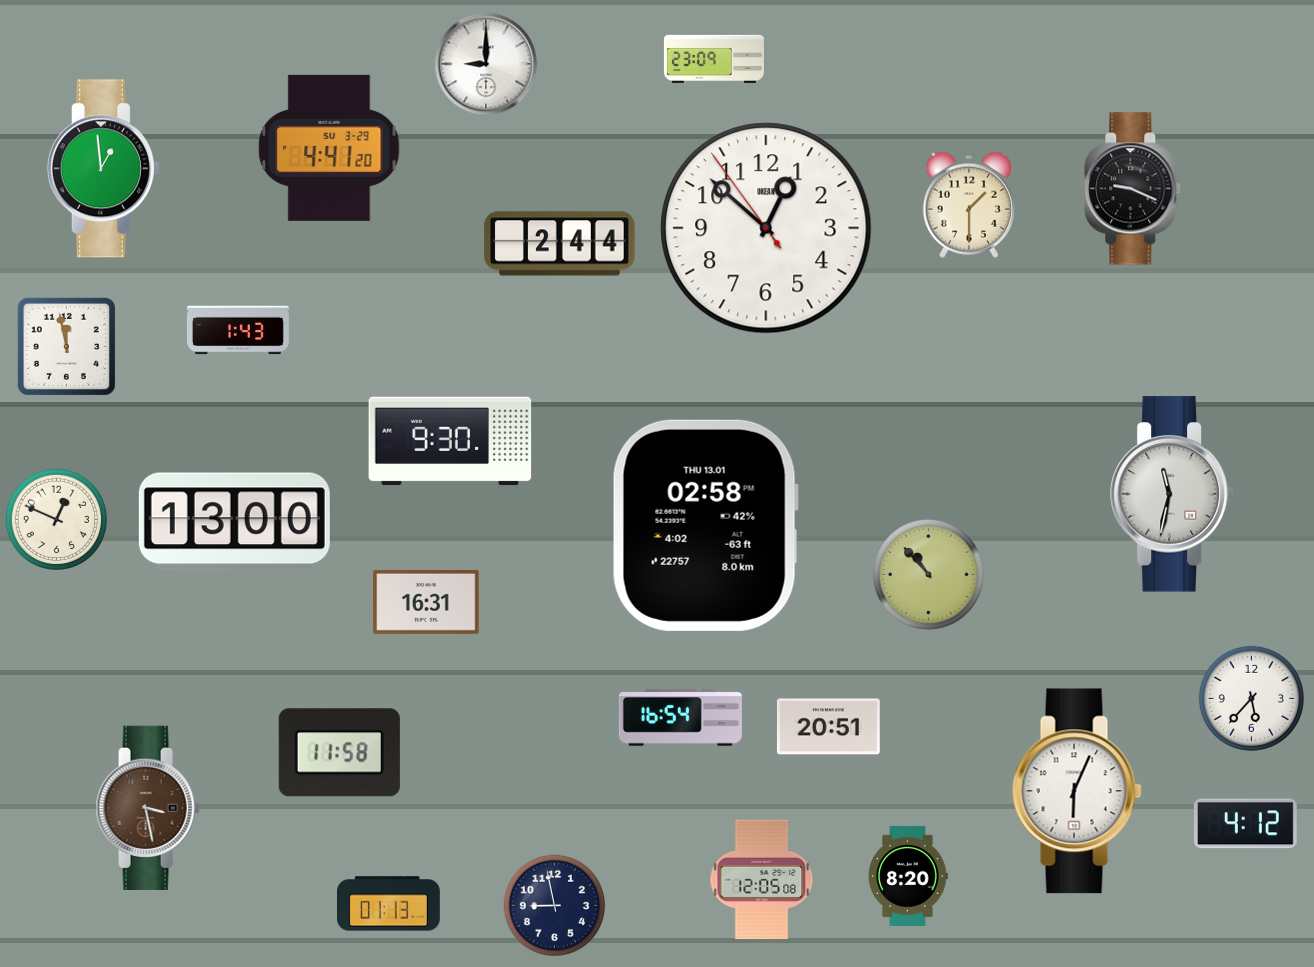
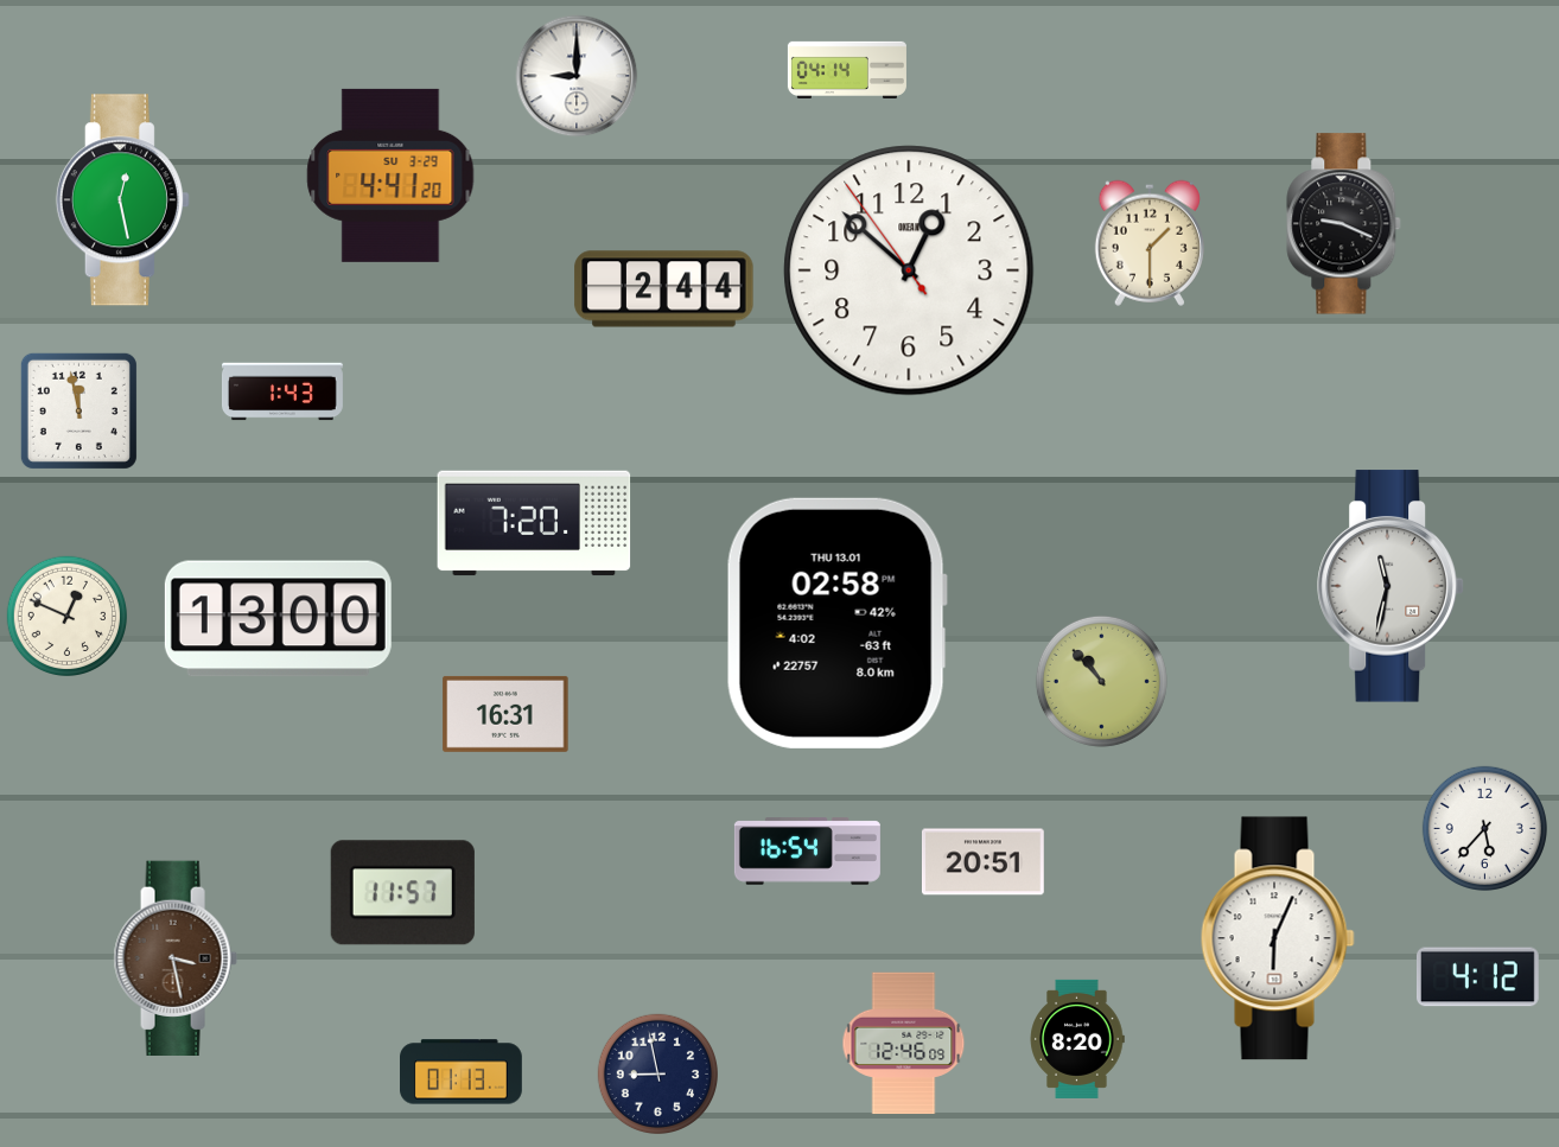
clock at (714, 59): 23:09 -> 04:14
clock at (103, 169): 12:59 -> 12:28
clock at (450, 441): 9:30 -> 7:20
clock at (339, 753): 11:58 -> 11:57
clock at (762, 880): 12:05 -> 12:46
